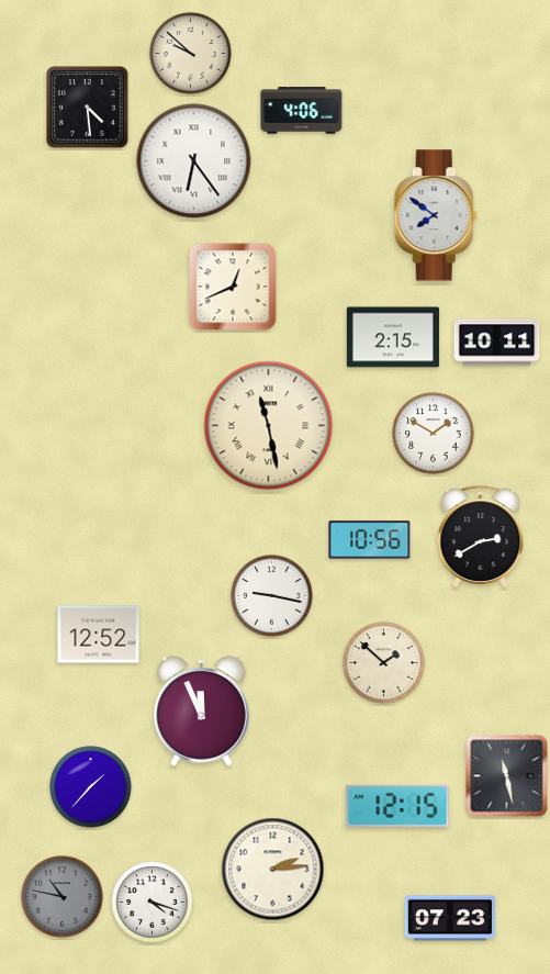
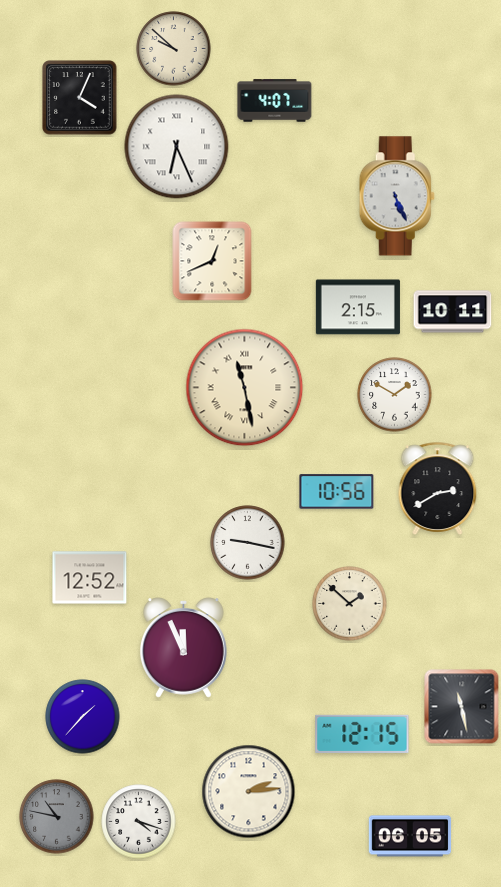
clock at (88, 108): 4:29 -> 4:04
clock at (302, 111): 4:06 -> 4:07
clock at (194, 161): 6:24 -> 6:26
clock at (436, 215): 7:51 -> 5:26
clock at (450, 918): 07:23 -> 06:05
